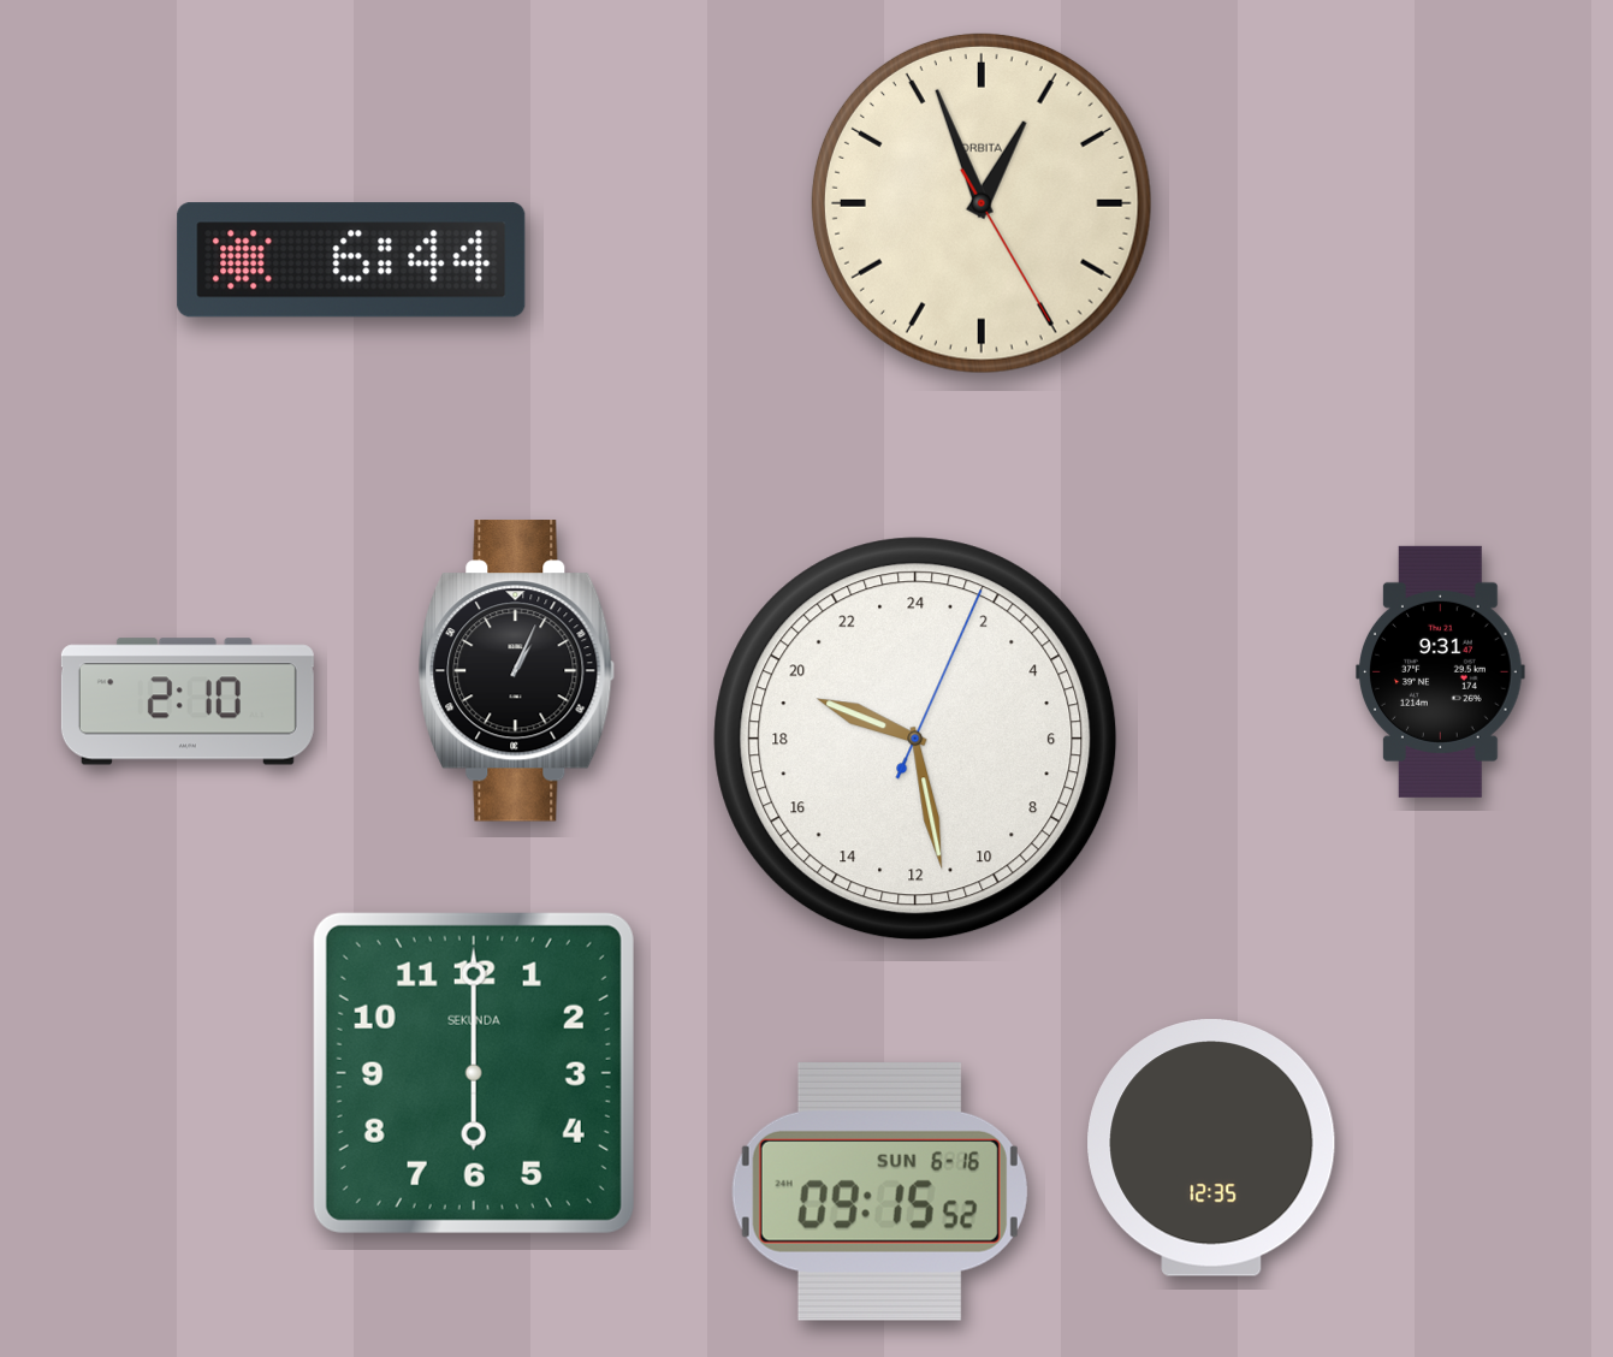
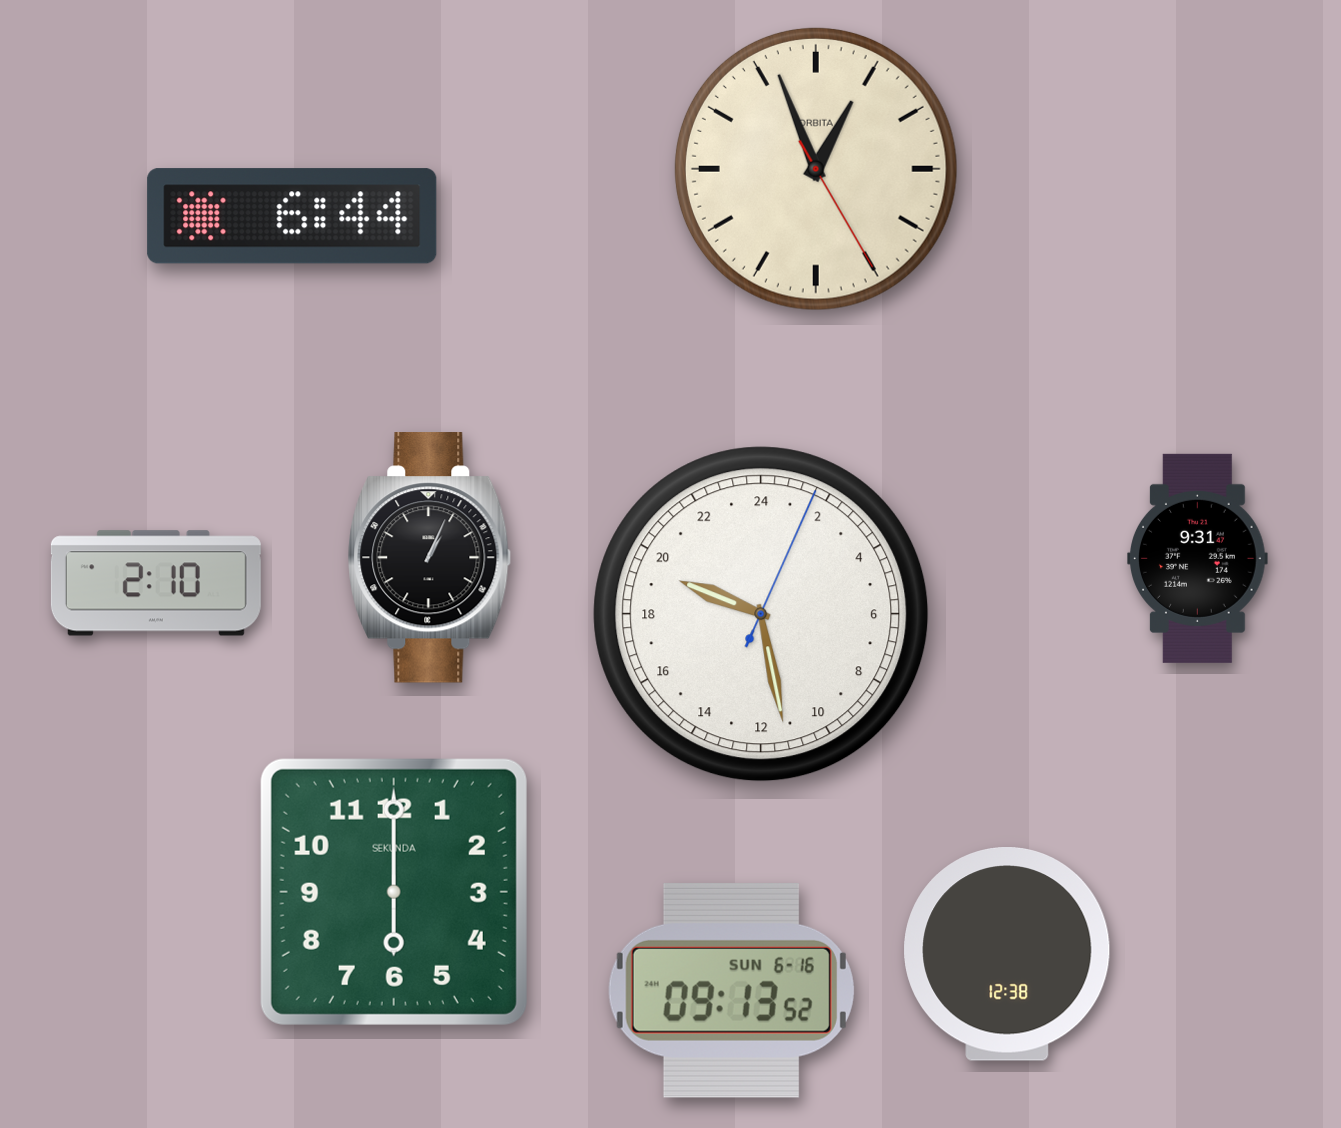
clock at (1211, 1149): 12:35 -> 12:38
clock at (879, 1191): 09:15 -> 09:13
